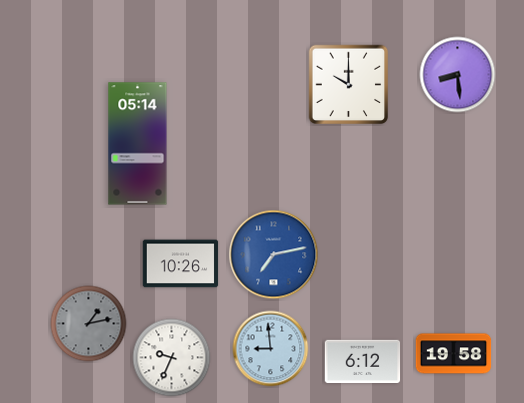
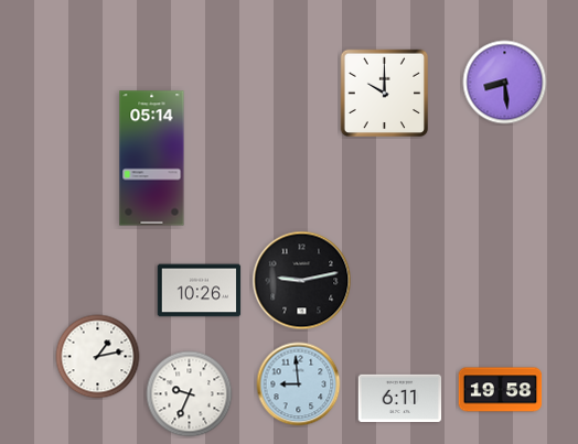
clock at (274, 255): 7:13 -> 9:13
clock at (274, 255) dial: blue -> black
clock at (89, 324) dial: grey -> white
clock at (363, 361): 6:12 -> 6:11
